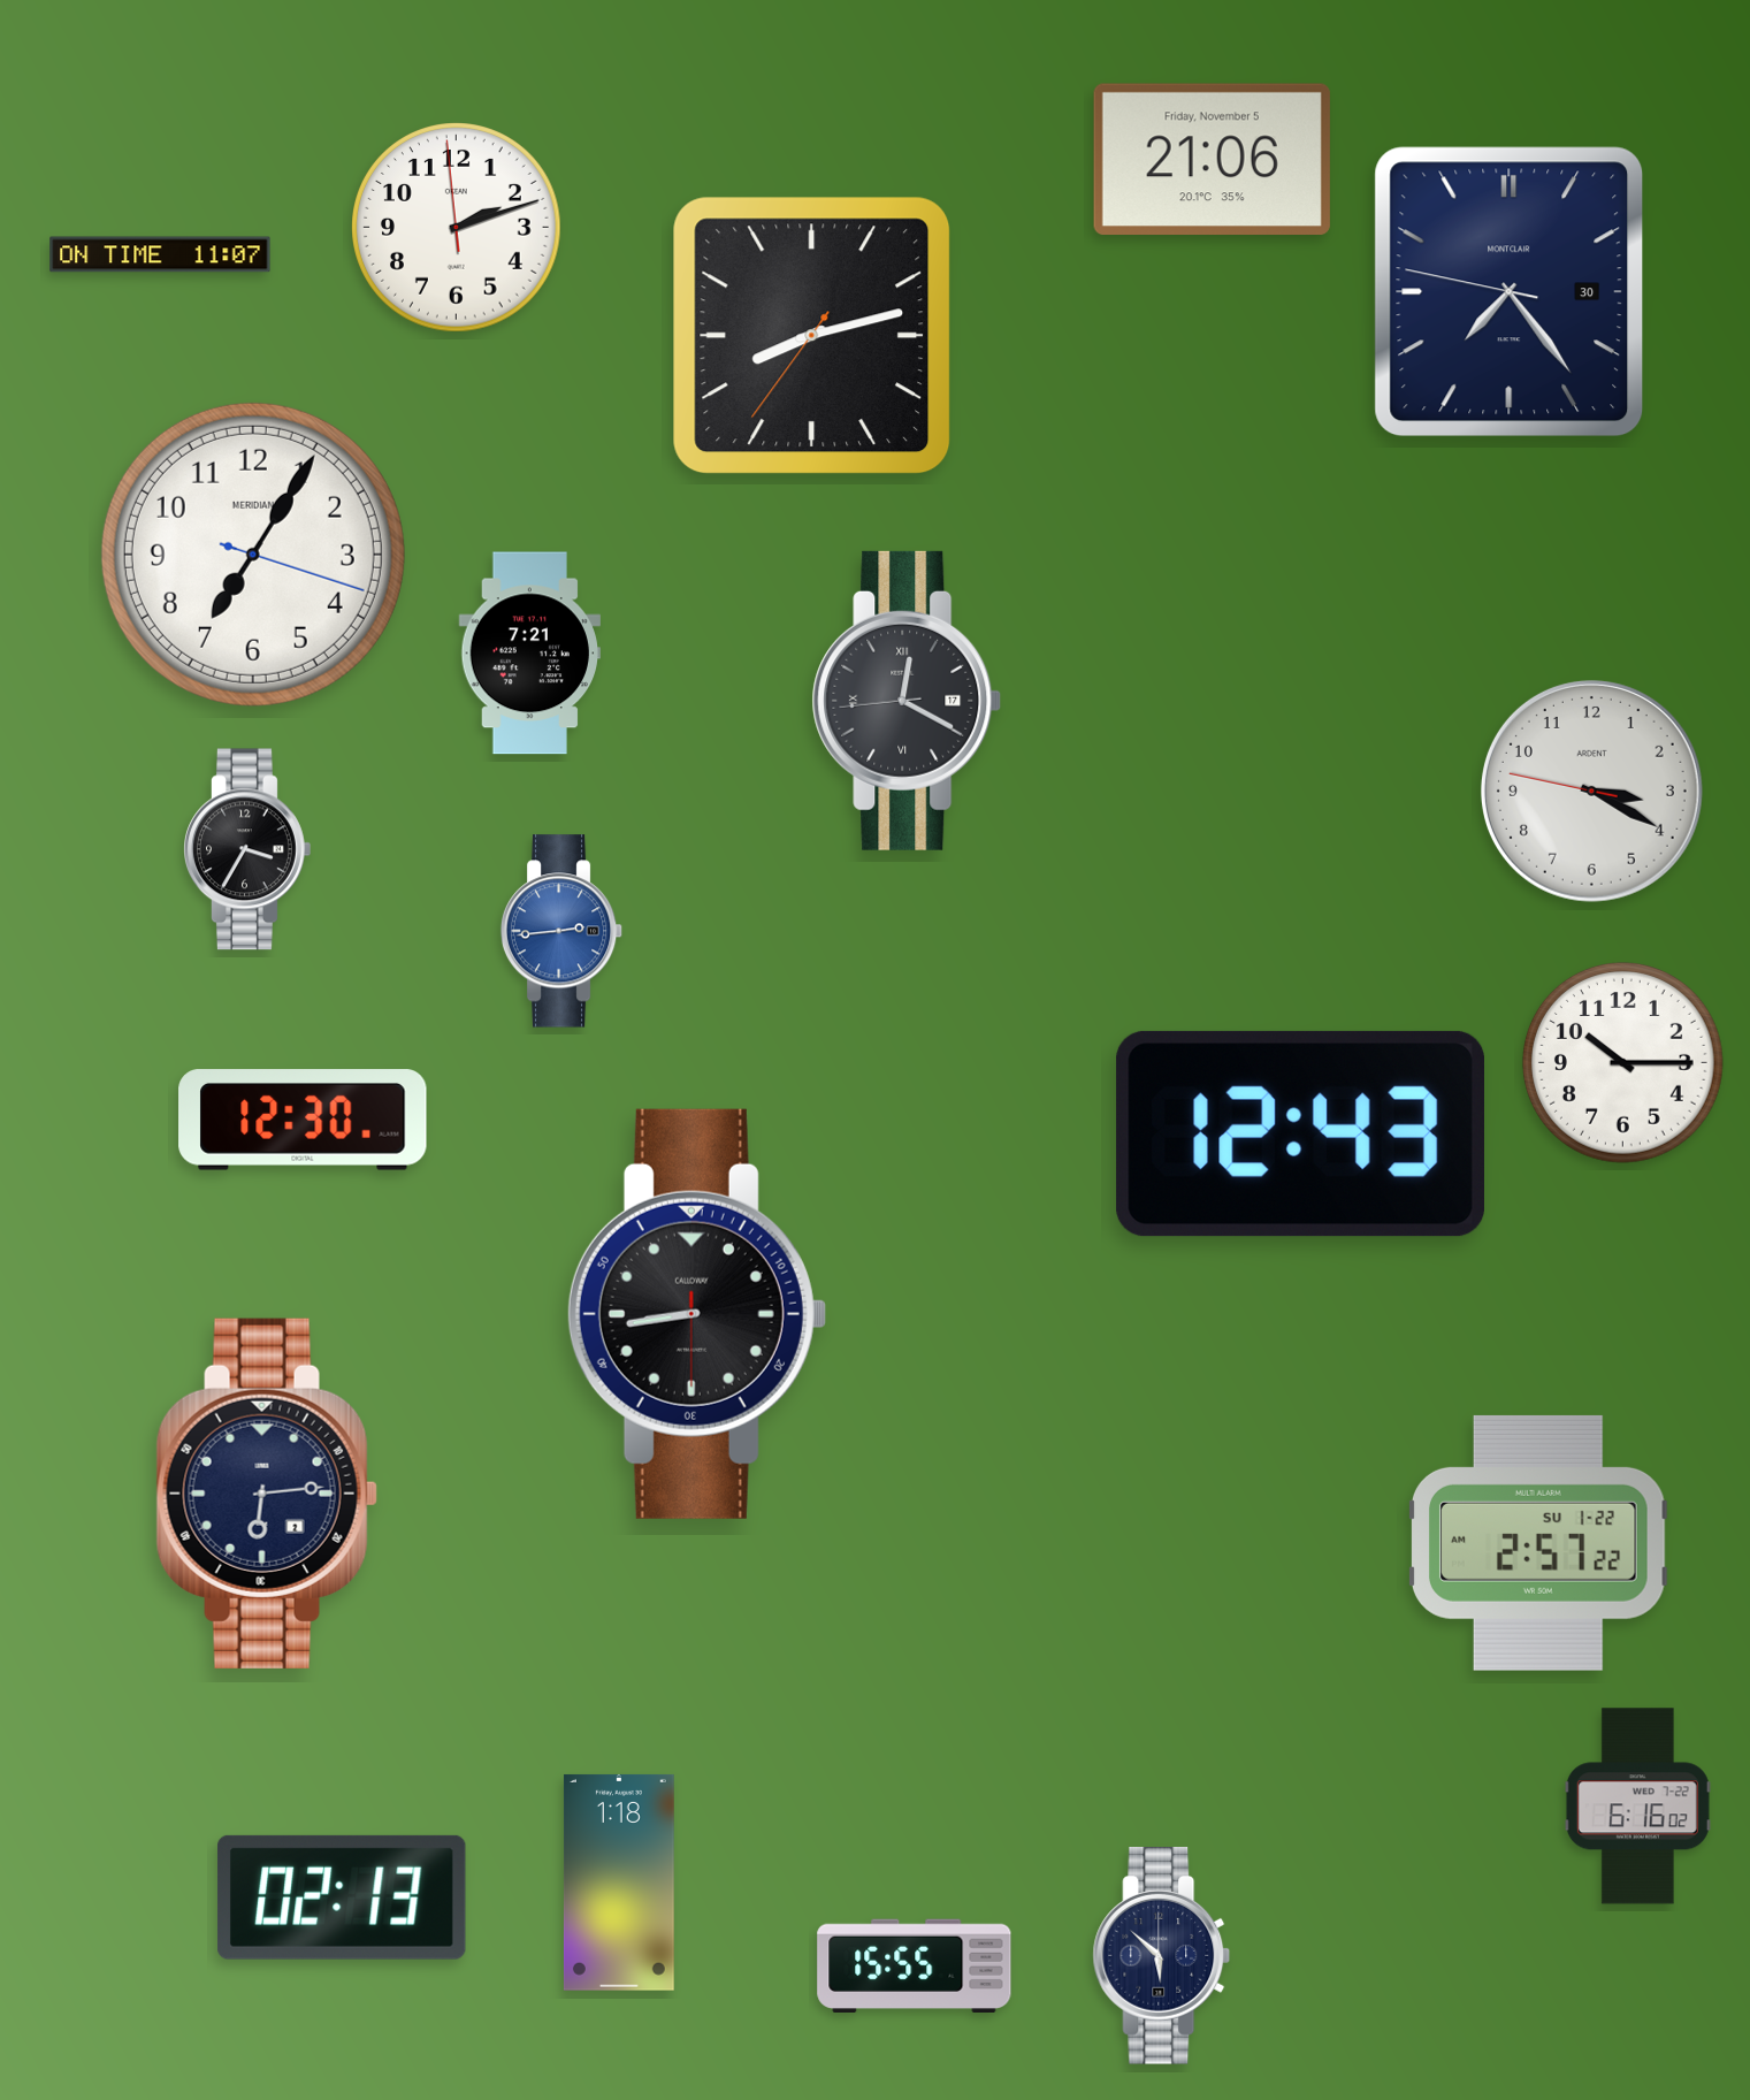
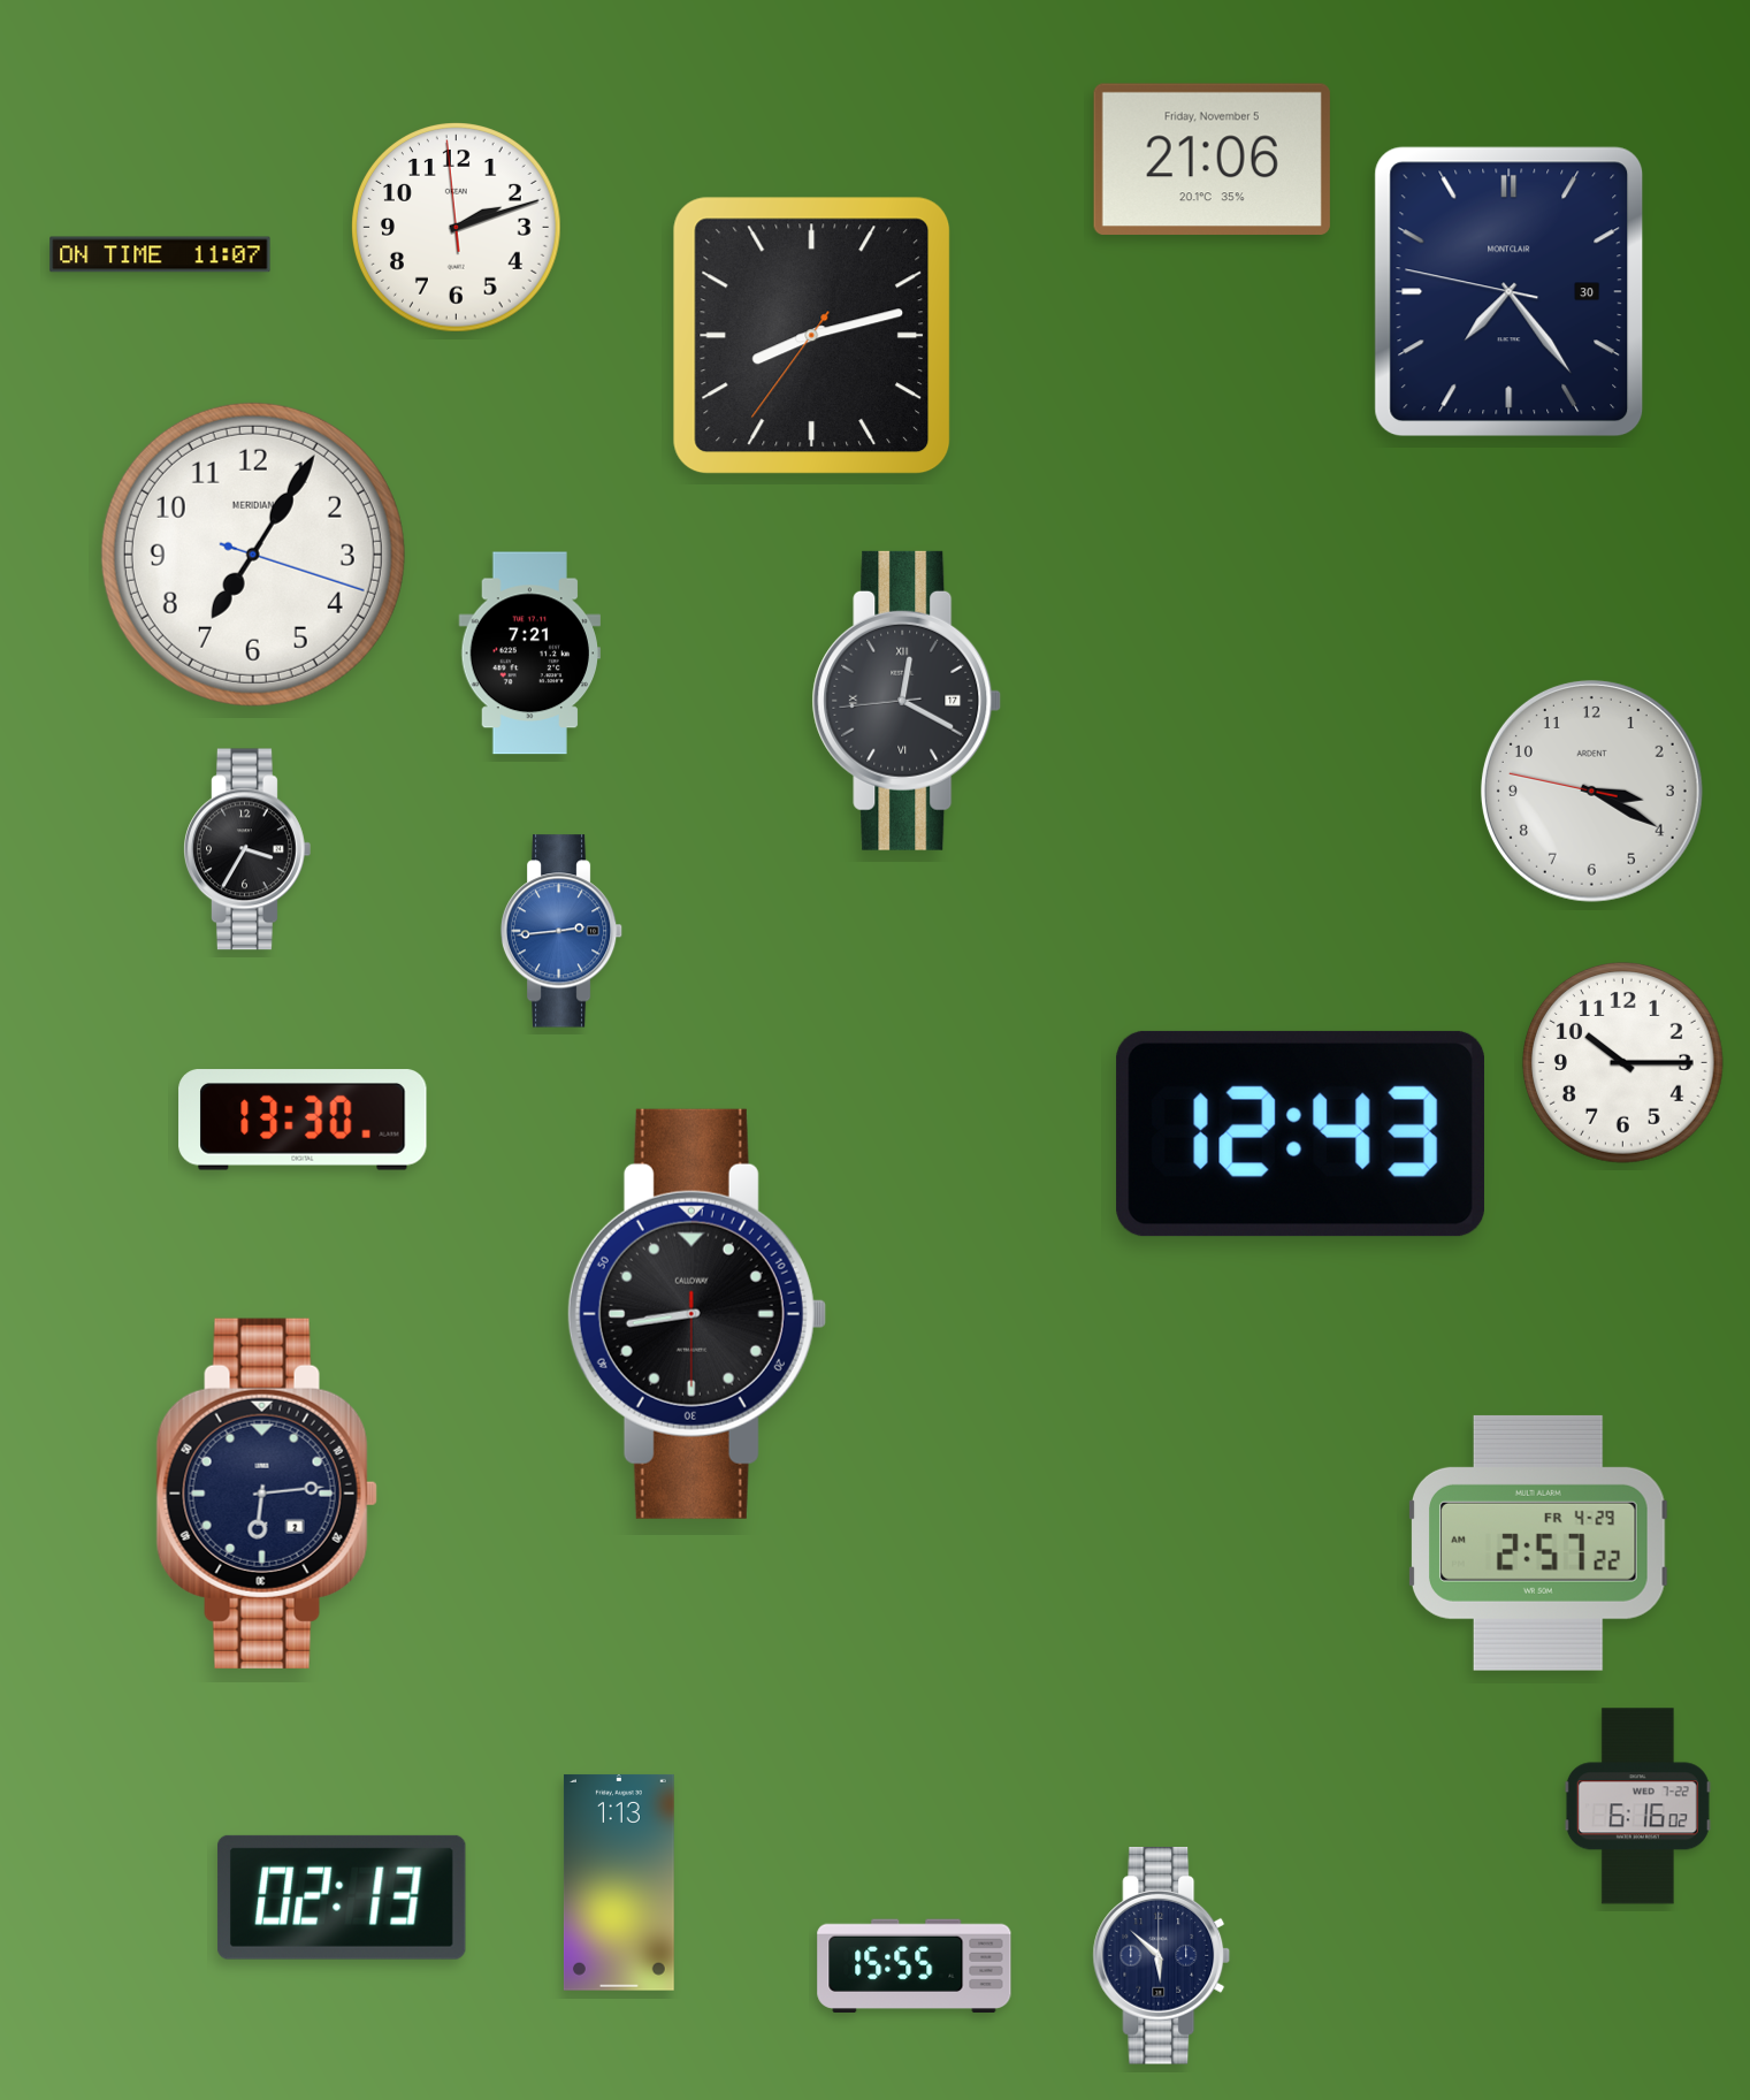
clock at (303, 1120): 12:30 -> 13:30
clock at (1539, 1543) date: SU 1-22 -> FR 4-29
clock at (619, 1883): 1:18 -> 1:13
